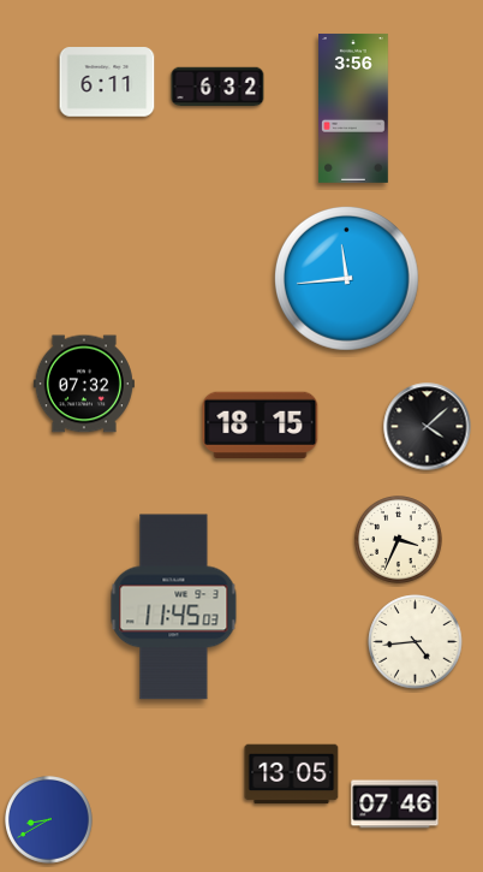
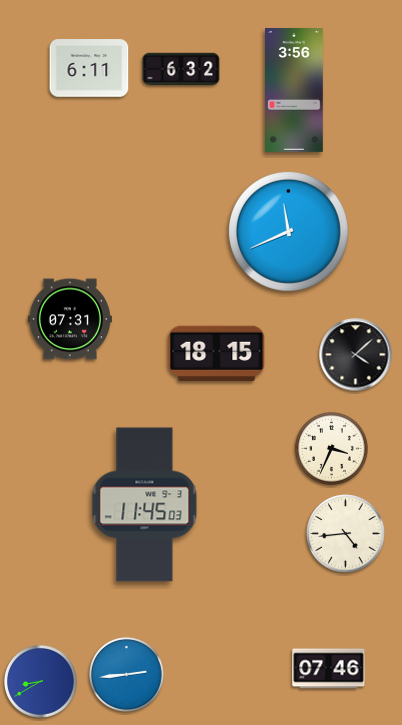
clock at (217, 87) position: (217, 87) -> (181, 69)
clock at (346, 278): 11:44 -> 11:41
clock at (84, 384): 07:32 -> 07:31
clock at (292, 775): 13:05 -> none
clock at (127, 675): none -> 2:44
